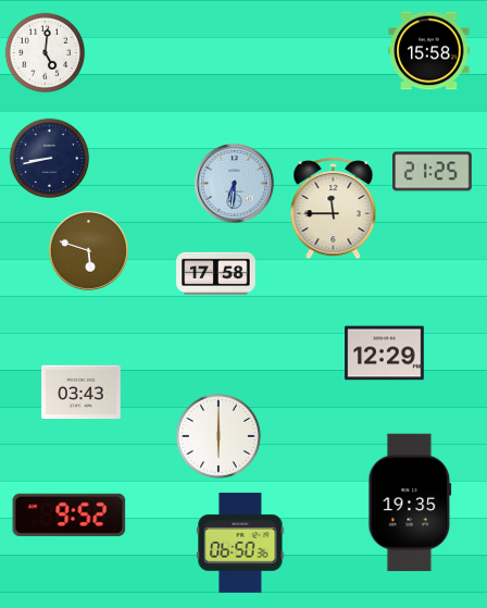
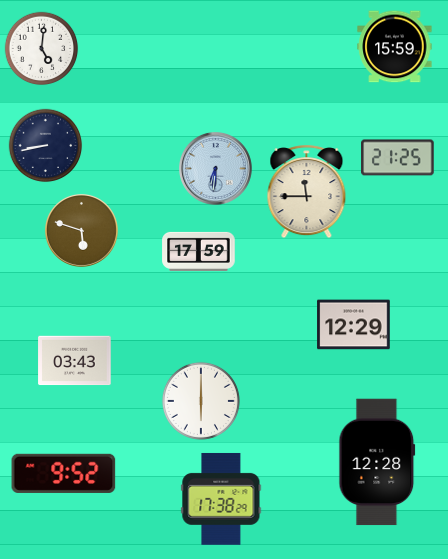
clock at (429, 51): 15:58 -> 15:59
clock at (216, 273): 17:58 -> 17:59
clock at (410, 502): 19:35 -> 12:28
clock at (240, 543): 06:50 -> 17:38
